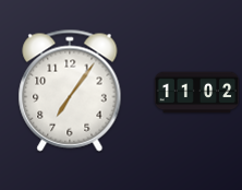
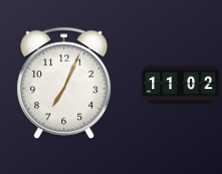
clock at (70, 91): 7:06 -> 7:04
